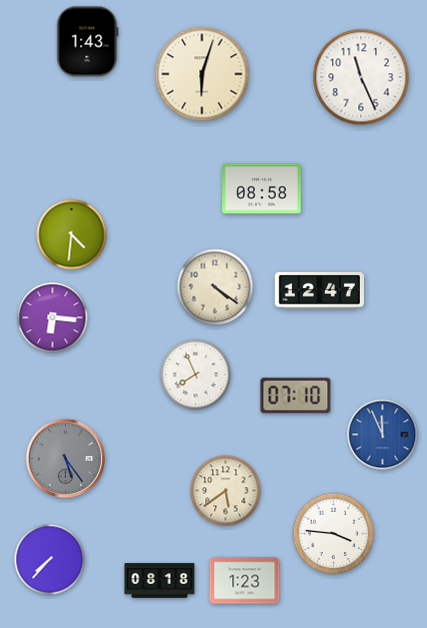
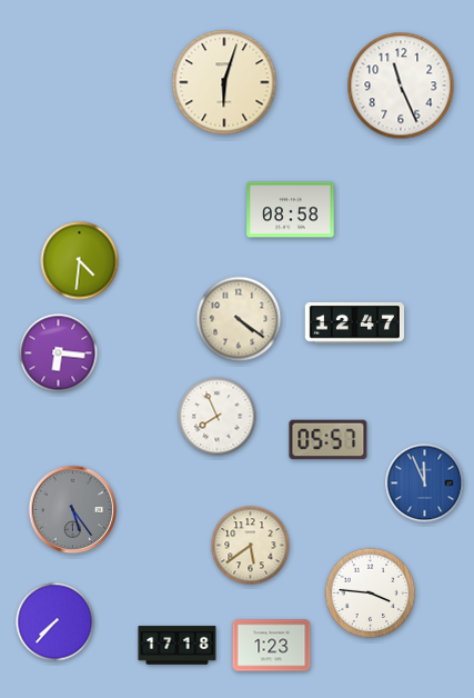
clock at (88, 42): 1:43 -> none
clock at (296, 396): 07:10 -> 05:57
clock at (160, 581): 08:18 -> 17:18
